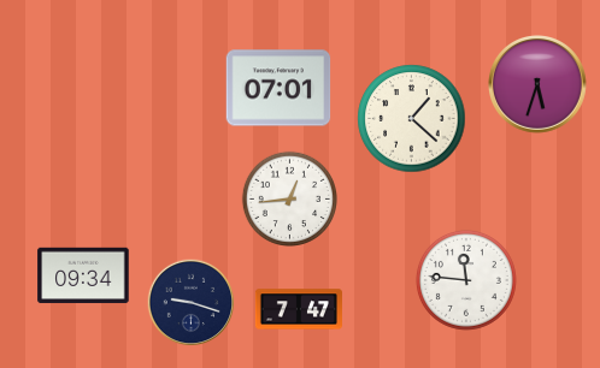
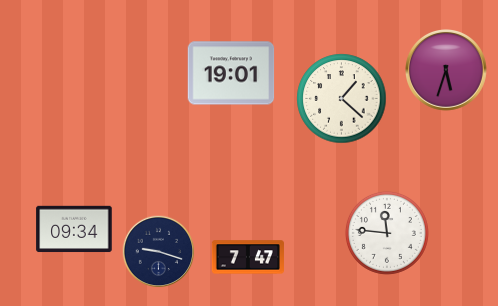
clock at (278, 88): 07:01 -> 19:01
clock at (289, 198): 12:44 -> none
clock at (83, 275) position: (83, 275) -> (74, 229)
